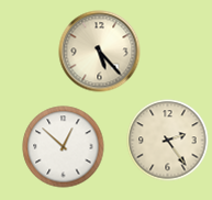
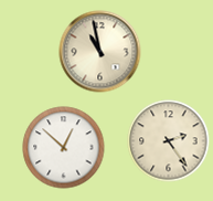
clock at (100, 52): 5:23 -> 10:58
